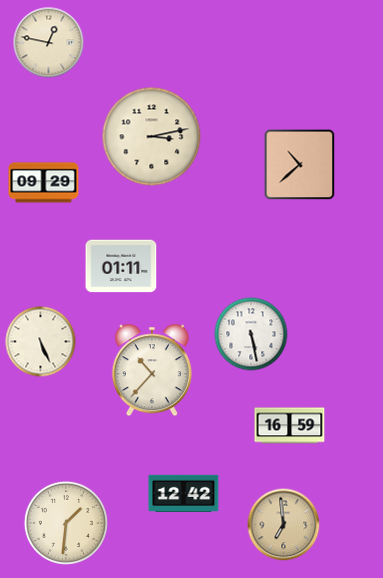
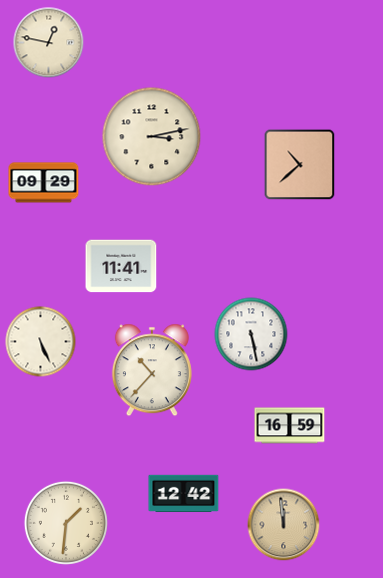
clock at (121, 266): 01:11 -> 11:41
clock at (284, 525): 6:59 -> 11:59
